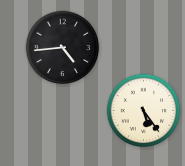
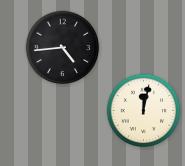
clock at (144, 111): 5:24 -> 12:02
